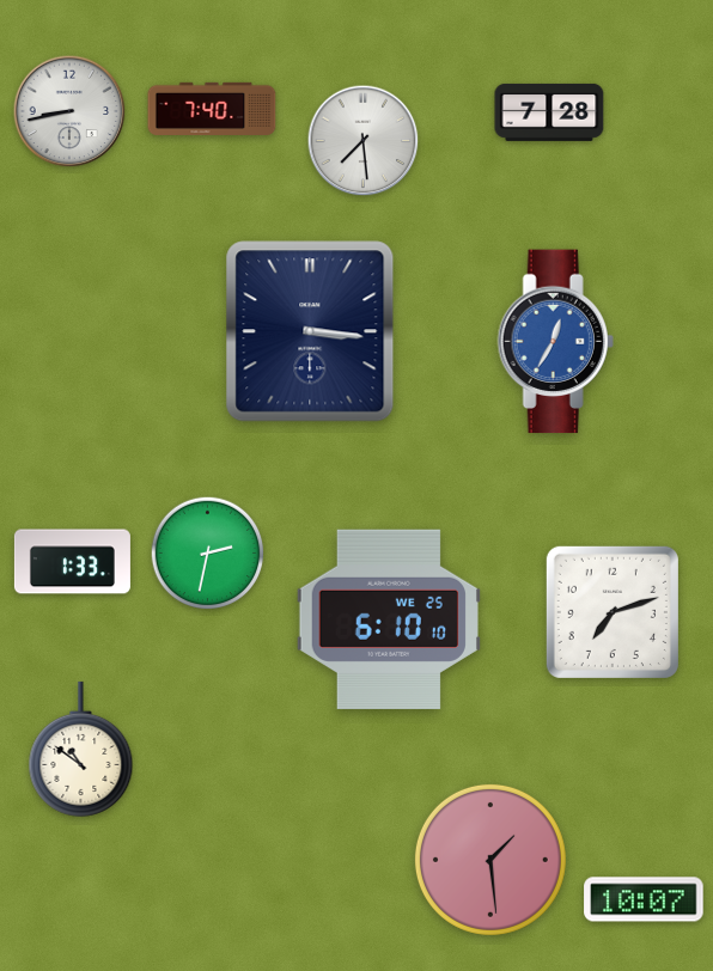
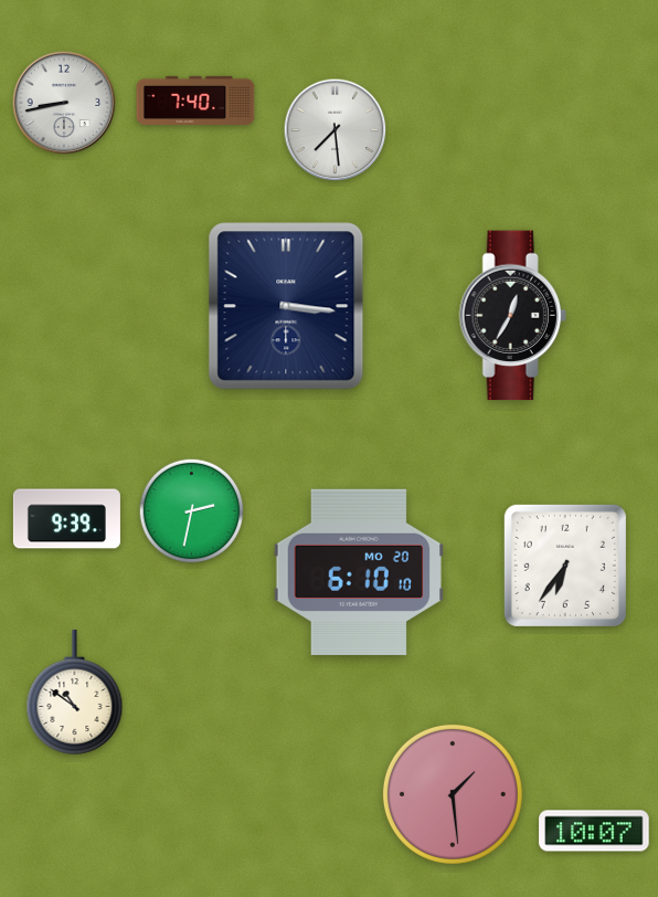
clock at (549, 112): 7:28 -> none
clock at (555, 342) dial: blue -> black
clock at (72, 562): 1:33 -> 9:39
clock at (613, 612): 7:12 -> 6:36
clock at (389, 619) date: WE 25 -> MO 20
